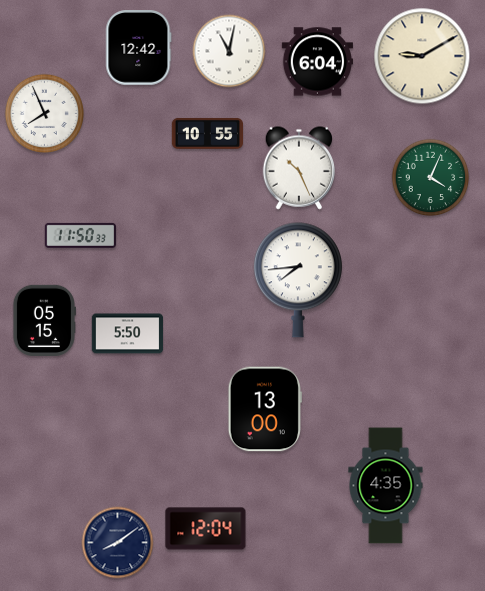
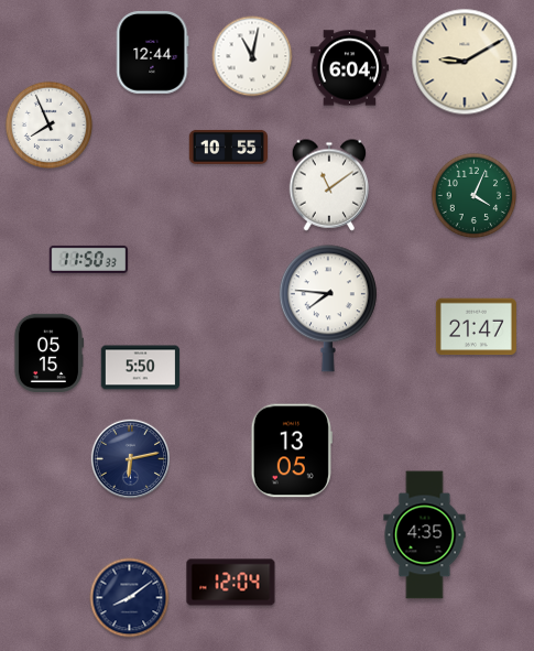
clock at (138, 48): 12:42 -> 12:44
clock at (299, 168): 10:26 -> 11:09
clock at (298, 280): 7:44 -> 7:46
clock at (476, 327): none -> 21:47
clock at (265, 409): 13:00 -> 13:05
clock at (131, 459): none -> 6:13
clock at (206, 529) position: (206, 529) -> (231, 583)
